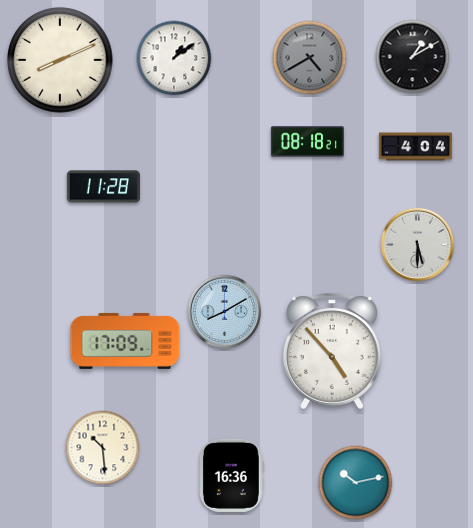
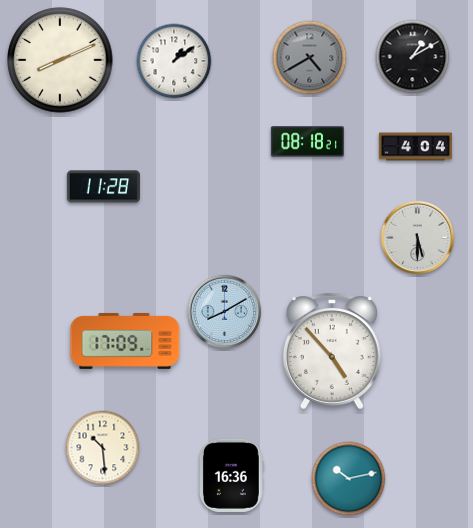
clock at (174, 58) position: (174, 58) -> (174, 61)
clock at (418, 245) position: (418, 245) -> (418, 238)
clock at (356, 483) position: (356, 483) -> (349, 479)
